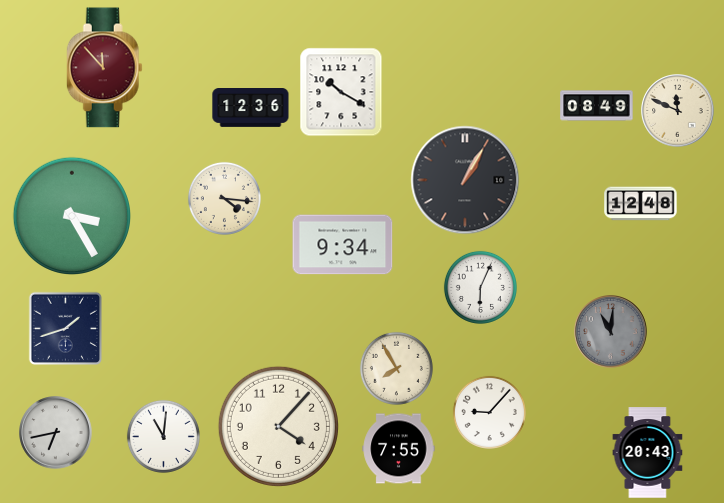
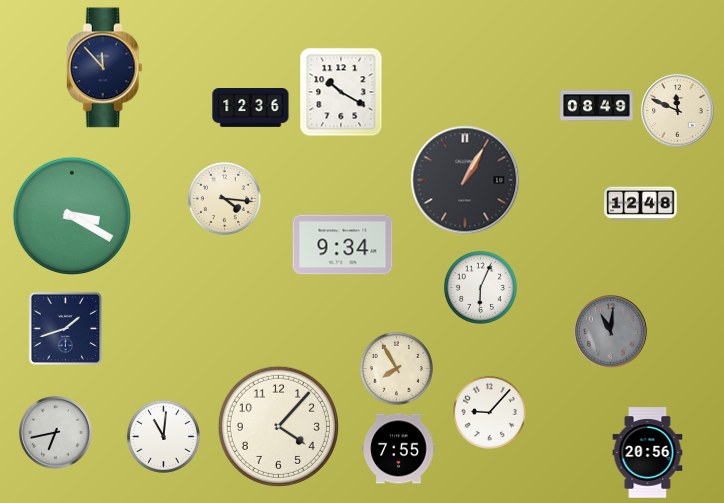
clock at (104, 68) dial: burgundy -> navy
clock at (71, 215): 3:25 -> 3:20
clock at (648, 453): 20:43 -> 20:56
